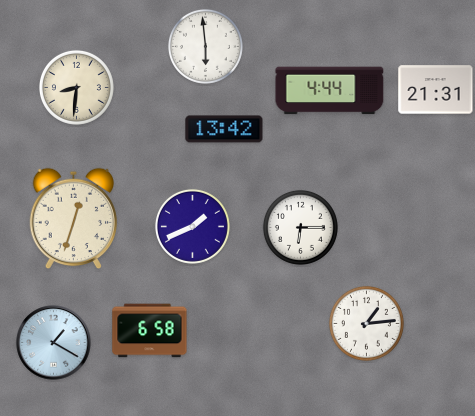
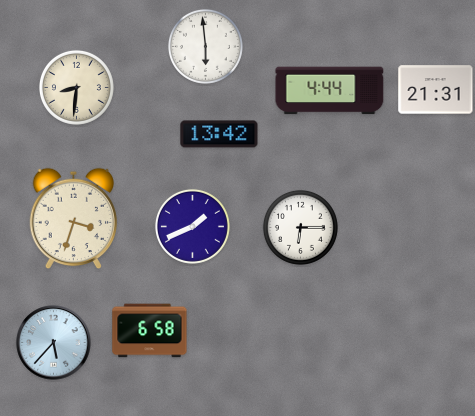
clock at (224, 129) position: (224, 129) -> (219, 134)
clock at (74, 219): 12:33 -> 3:33
clock at (366, 323): 1:14 -> none
clock at (54, 343): 1:20 -> 5:37
